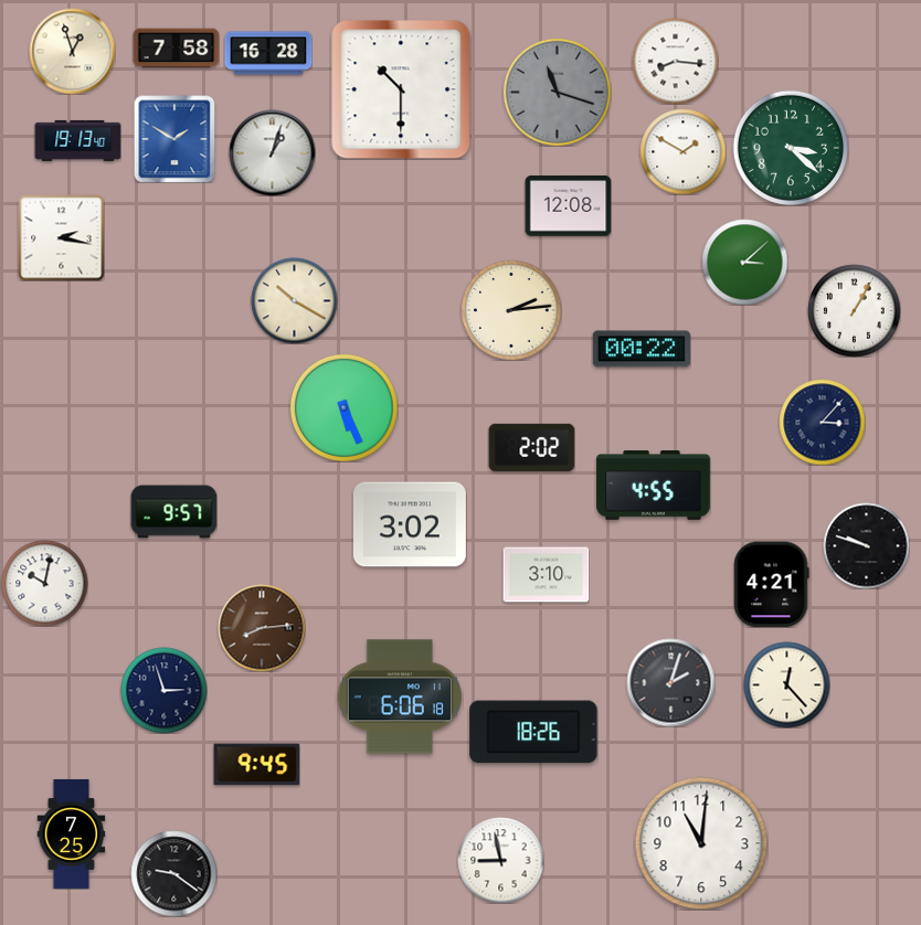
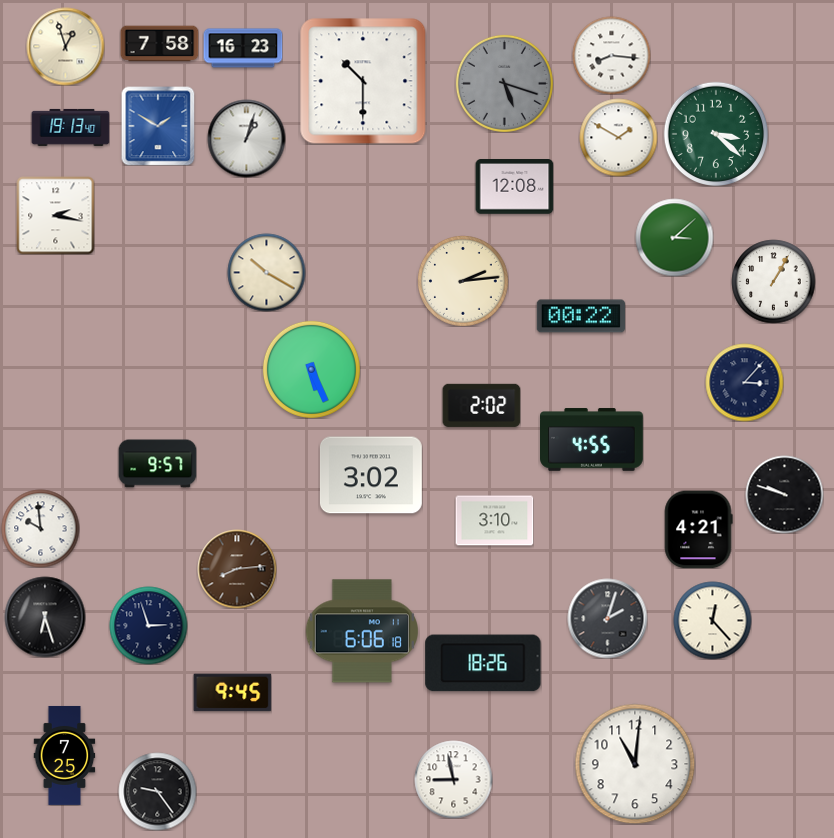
clock at (268, 53): 16:28 -> 16:23
clock at (557, 92): 11:18 -> 5:18
clock at (44, 583): 10:02 -> 9:59
clock at (45, 617): none -> 6:27
clock at (173, 873): 9:21 -> 9:24
